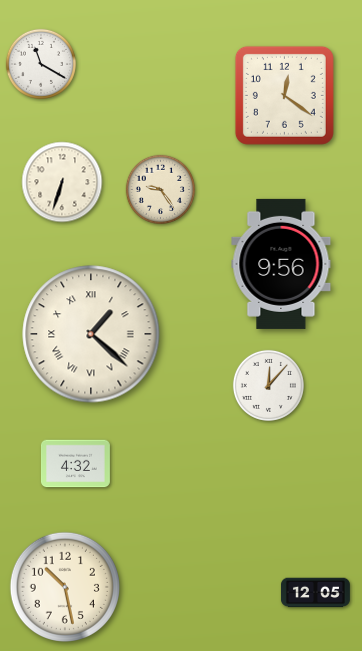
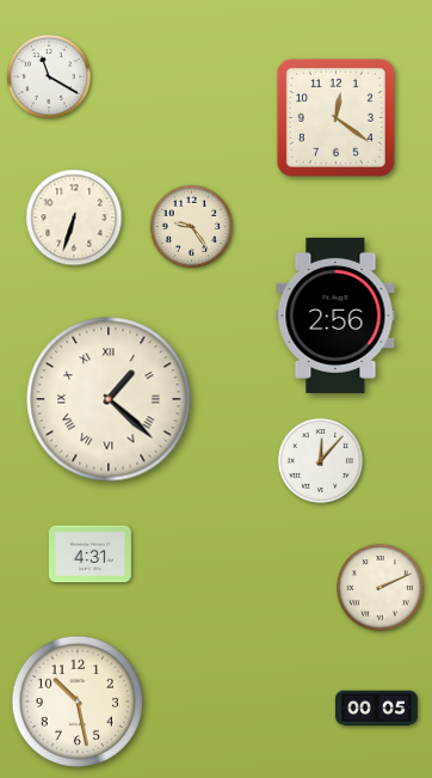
clock at (284, 95) position: (284, 95) -> (335, 117)
clock at (281, 264): 9:56 -> 2:56
clock at (75, 464): 4:32 -> 4:31
clock at (381, 588): none -> 2:11
clock at (315, 593): 12:05 -> 00:05
